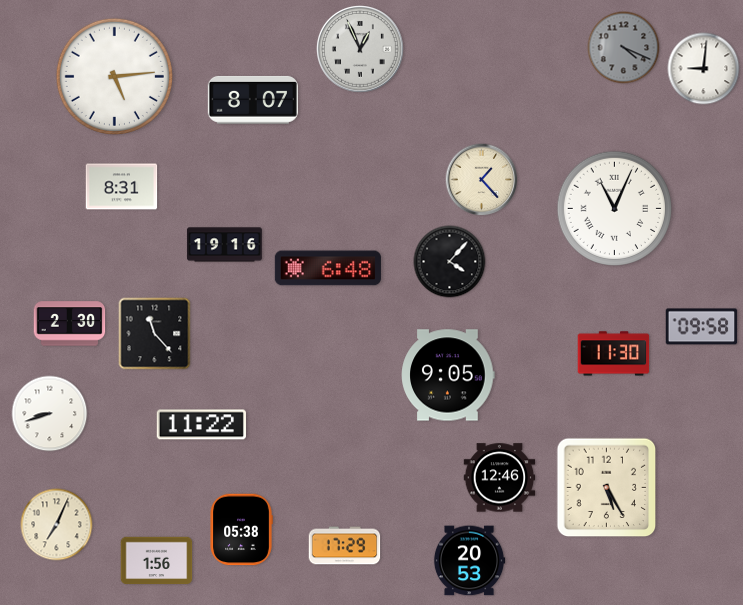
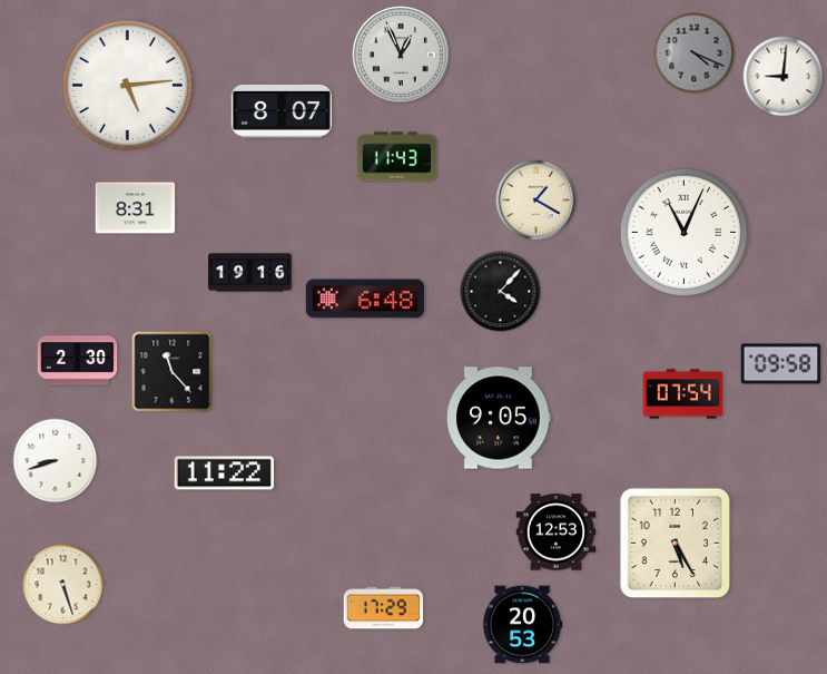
clock at (397, 157): none -> 11:43
clock at (482, 180): 1:23 -> 1:20
clock at (614, 354): 11:30 -> 07:54
clock at (500, 478): 12:46 -> 12:53
clock at (57, 525): 7:04 -> 5:27
clock at (241, 530): 05:38 -> none
clock at (157, 561): 1:56 -> none
